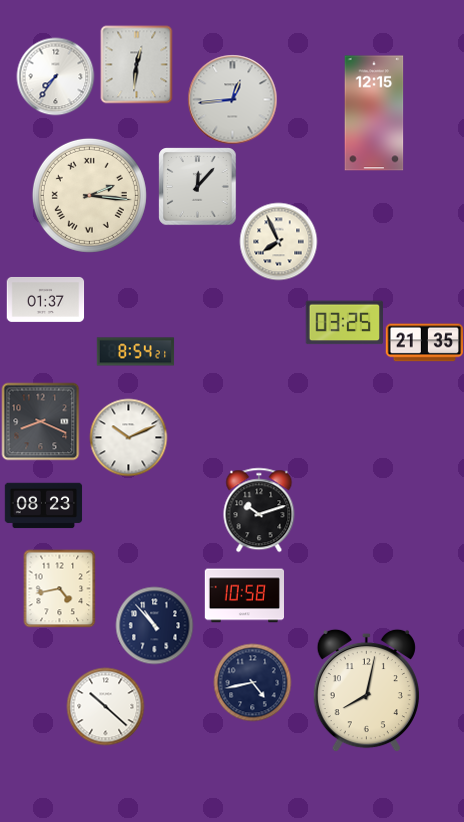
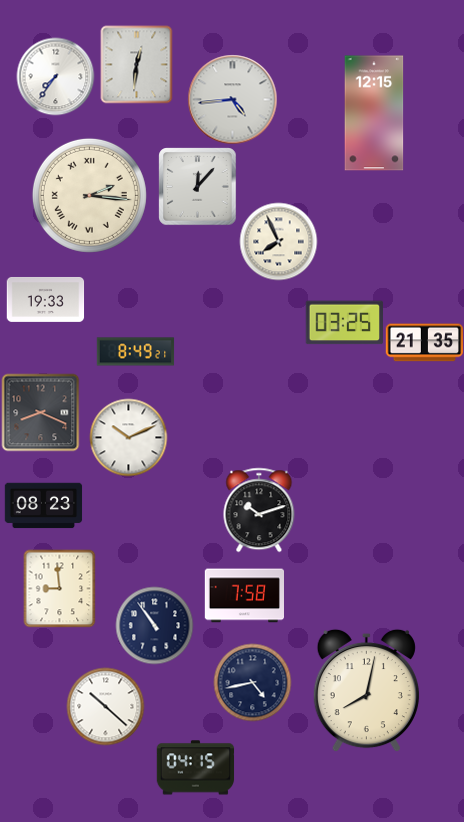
clock at (232, 99): 12:44 -> 4:44
clock at (45, 299): 01:37 -> 19:33
clock at (135, 352): 8:54 -> 8:49
clock at (40, 421) position: (40, 421) -> (40, 412)
clock at (60, 588): 4:43 -> 8:59
clock at (244, 596): 10:58 -> 7:58
clock at (154, 625): 10:53 -> 10:54
clock at (195, 768): none -> 04:15
